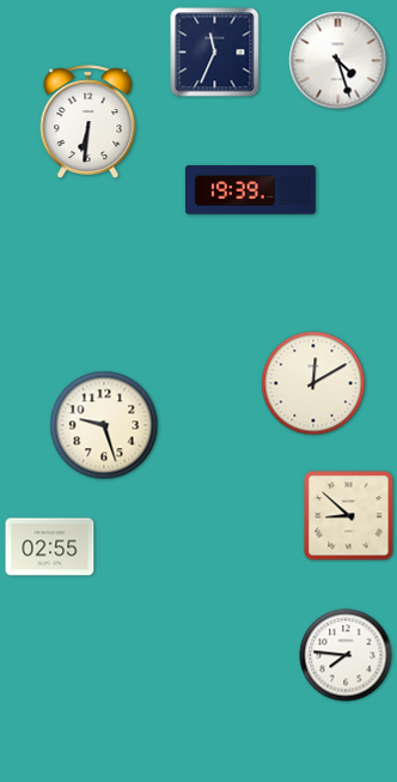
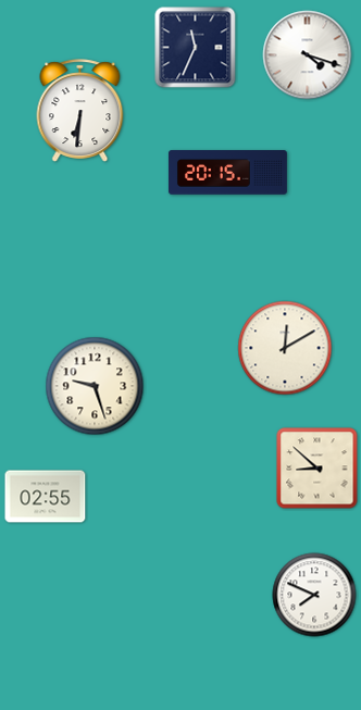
clock at (338, 61): 4:27 -> 4:18
clock at (251, 190): 19:39 -> 20:15
clock at (346, 655): 7:46 -> 7:49
